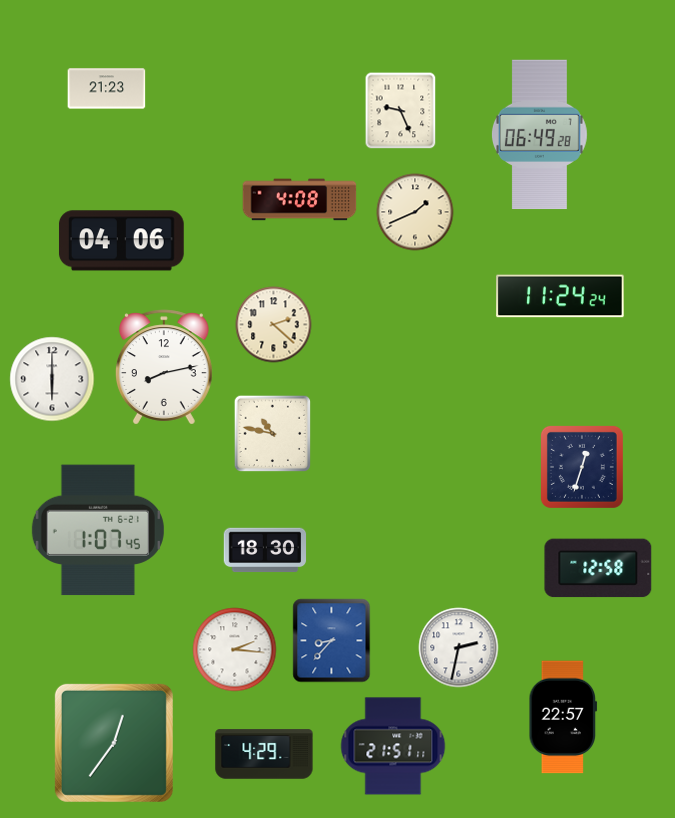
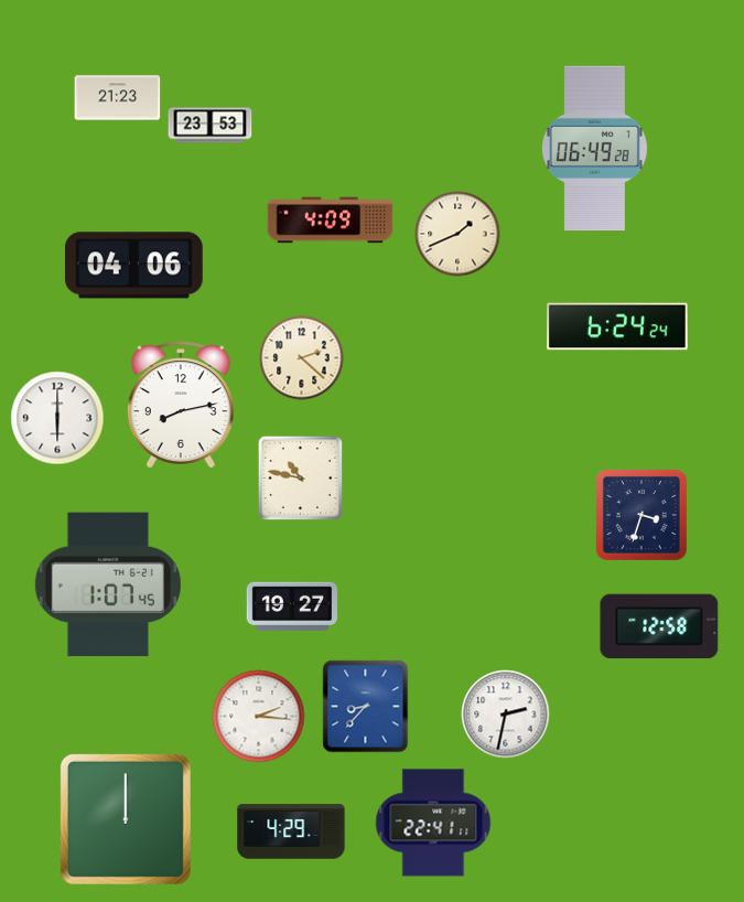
clock at (401, 110): 9:26 -> none
clock at (211, 126): none -> 23:53
clock at (300, 200): 4:08 -> 4:09
clock at (560, 296): 11:24 -> 6:24
clock at (582, 467): 12:33 -> 3:33
clock at (265, 550): 18:30 -> 19:27
clock at (563, 717): 22:57 -> none
clock at (114, 743): 12:36 -> 12:00
clock at (393, 746): 21:51 -> 22:41
